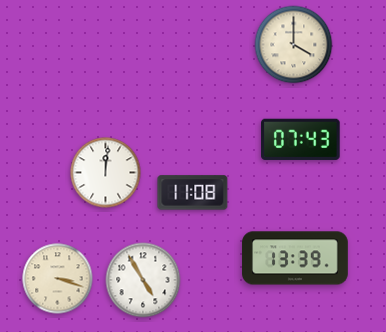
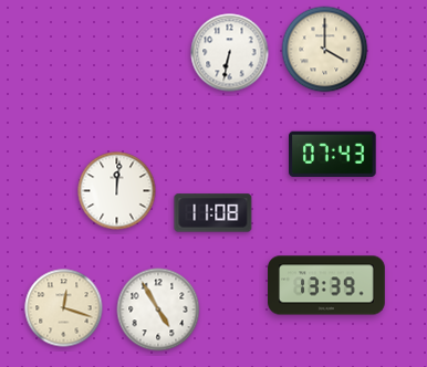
clock at (230, 53): none -> 6:32
clock at (58, 279): 3:18 -> 12:18
